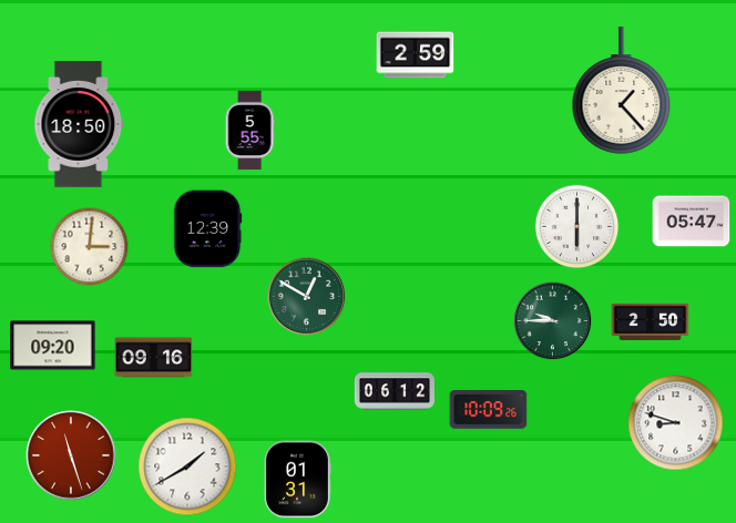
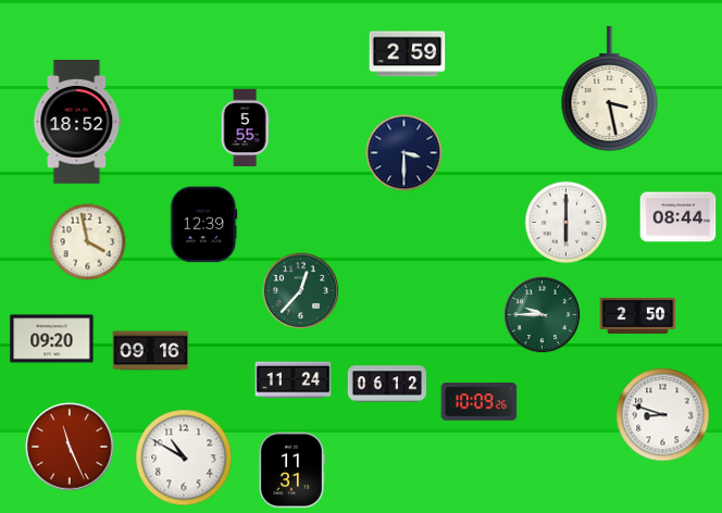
clock at (622, 91): 1:23 -> 3:28
clock at (79, 125): 18:50 -> 18:52
clock at (404, 153): none -> 3:30
clock at (692, 222): 05:47 -> 08:44
clock at (90, 247): 3:01 -> 3:58
clock at (307, 297): 12:50 -> 12:37
clock at (294, 380): none -> 11:24
clock at (71, 455): 11:27 -> 11:26
clock at (187, 466): 1:40 -> 10:50
clock at (297, 480): 01:31 -> 11:31
